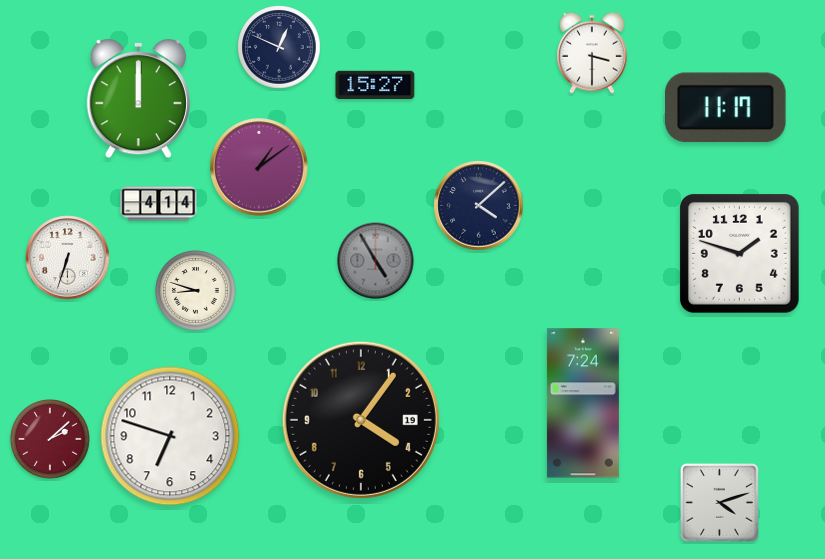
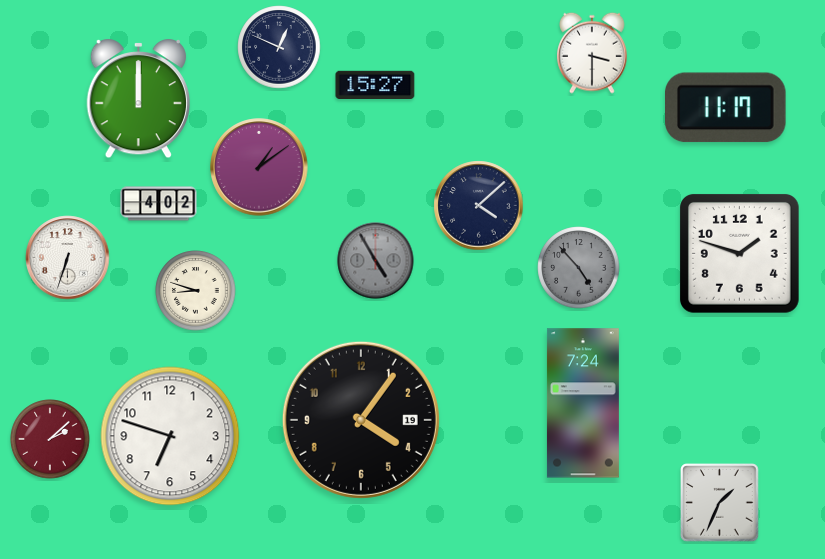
clock at (159, 204): 4:14 -> 4:02
clock at (579, 268): none -> 4:53
clock at (720, 503): 4:12 -> 1:34
